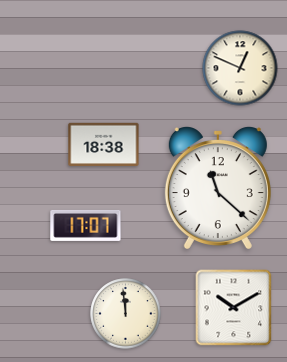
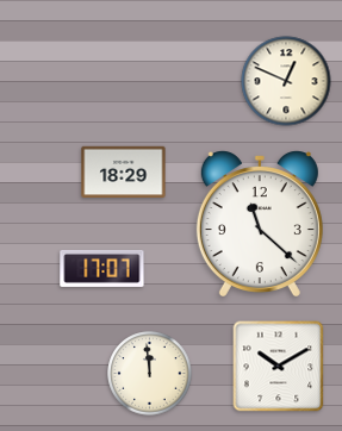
clock at (104, 144): 18:38 -> 18:29
